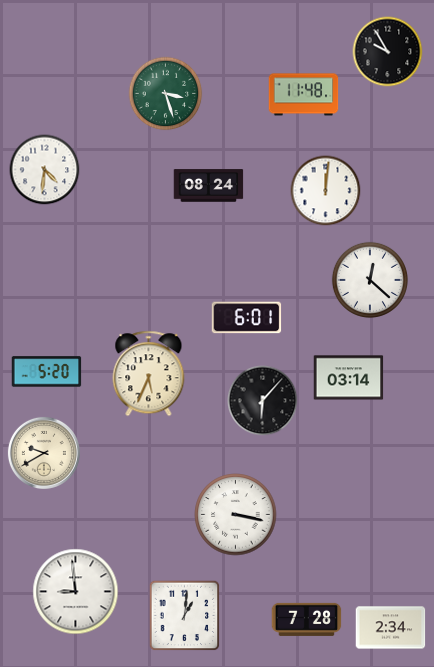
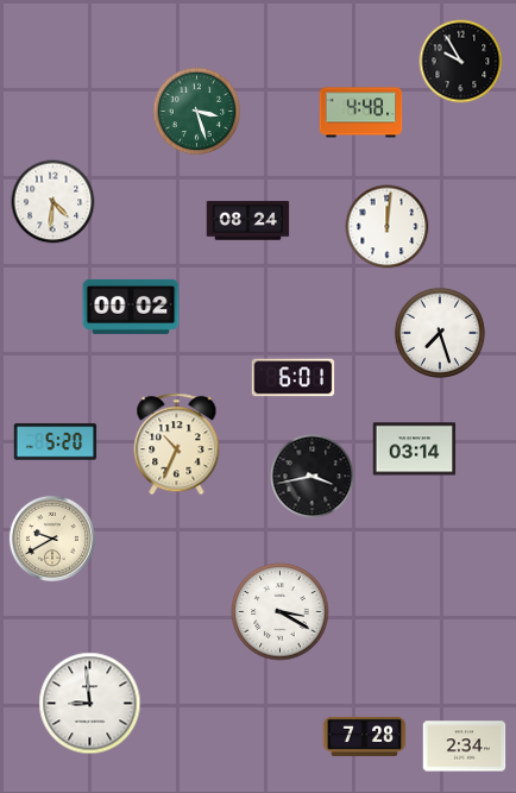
clock at (304, 95): 11:48 -> 4:48
clock at (131, 307): none -> 00:02
clock at (370, 280): 12:22 -> 7:27
clock at (149, 374): 5:34 -> 10:34
clock at (263, 401): 6:07 -> 3:43
clock at (236, 515): 3:17 -> 3:20
clock at (185, 616): 1:01 -> none
